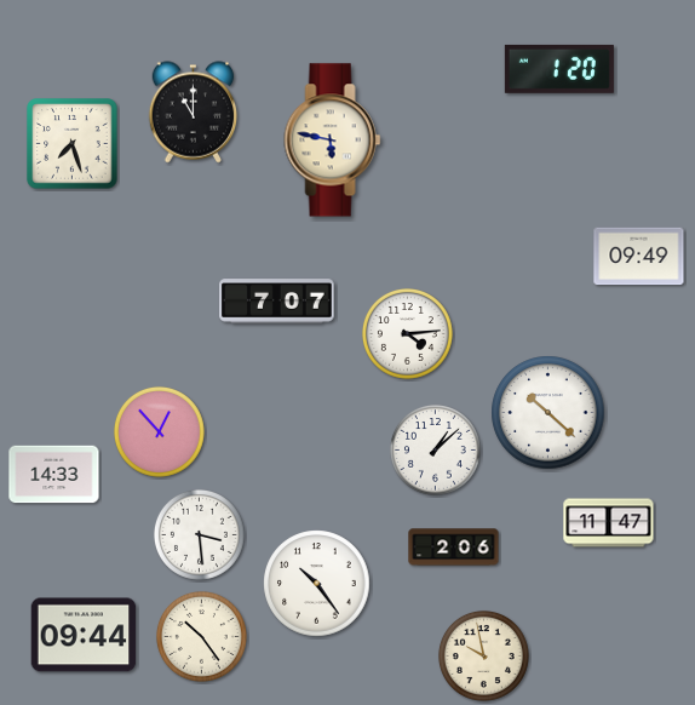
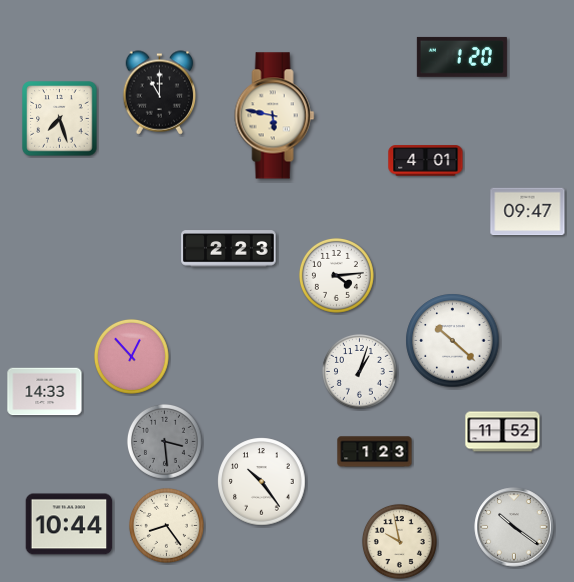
clock at (426, 161): none -> 4:01
clock at (639, 257): 09:49 -> 09:47
clock at (277, 302): 7:07 -> 2:23
clock at (435, 449): 1:08 -> 1:03
clock at (609, 523): 11:47 -> 11:52
clock at (199, 534) dial: white -> grey
clock at (454, 548): 2:06 -> 1:23
clock at (84, 635): 09:44 -> 10:44
clock at (201, 636): 10:24 -> 8:24
clock at (514, 527): none -> 10:21
